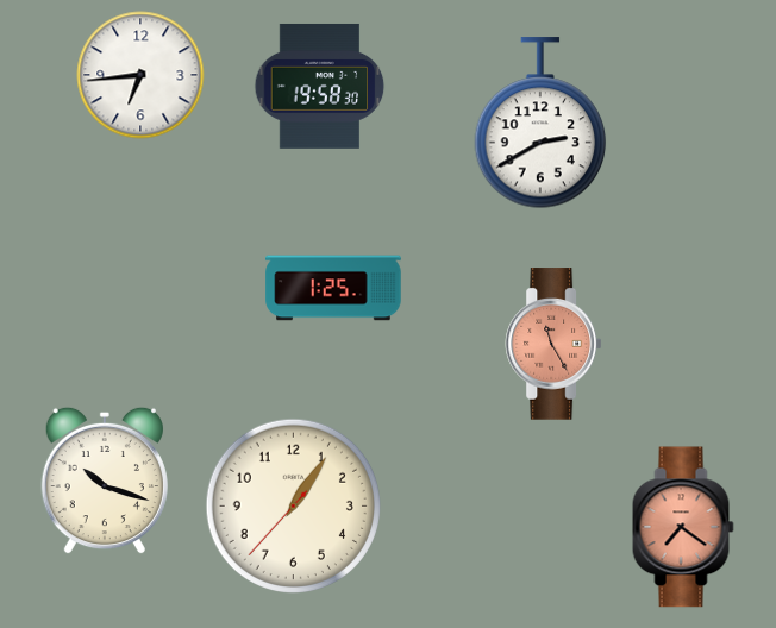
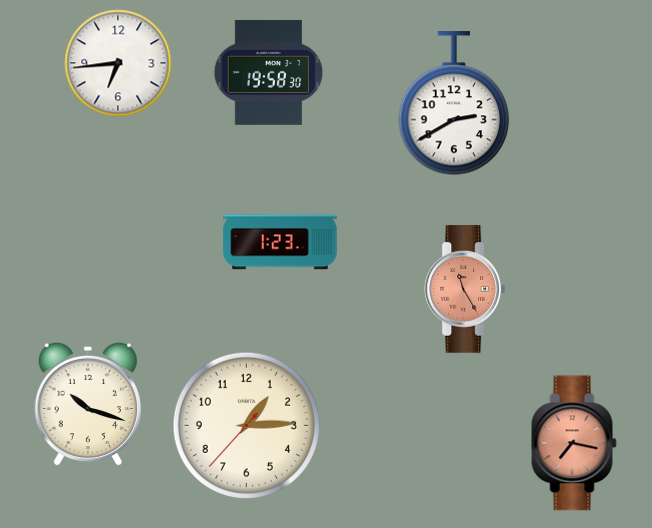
clock at (333, 288): 1:25 -> 1:23
clock at (293, 505): 1:05 -> 1:14
clock at (683, 527): 7:21 -> 7:17
